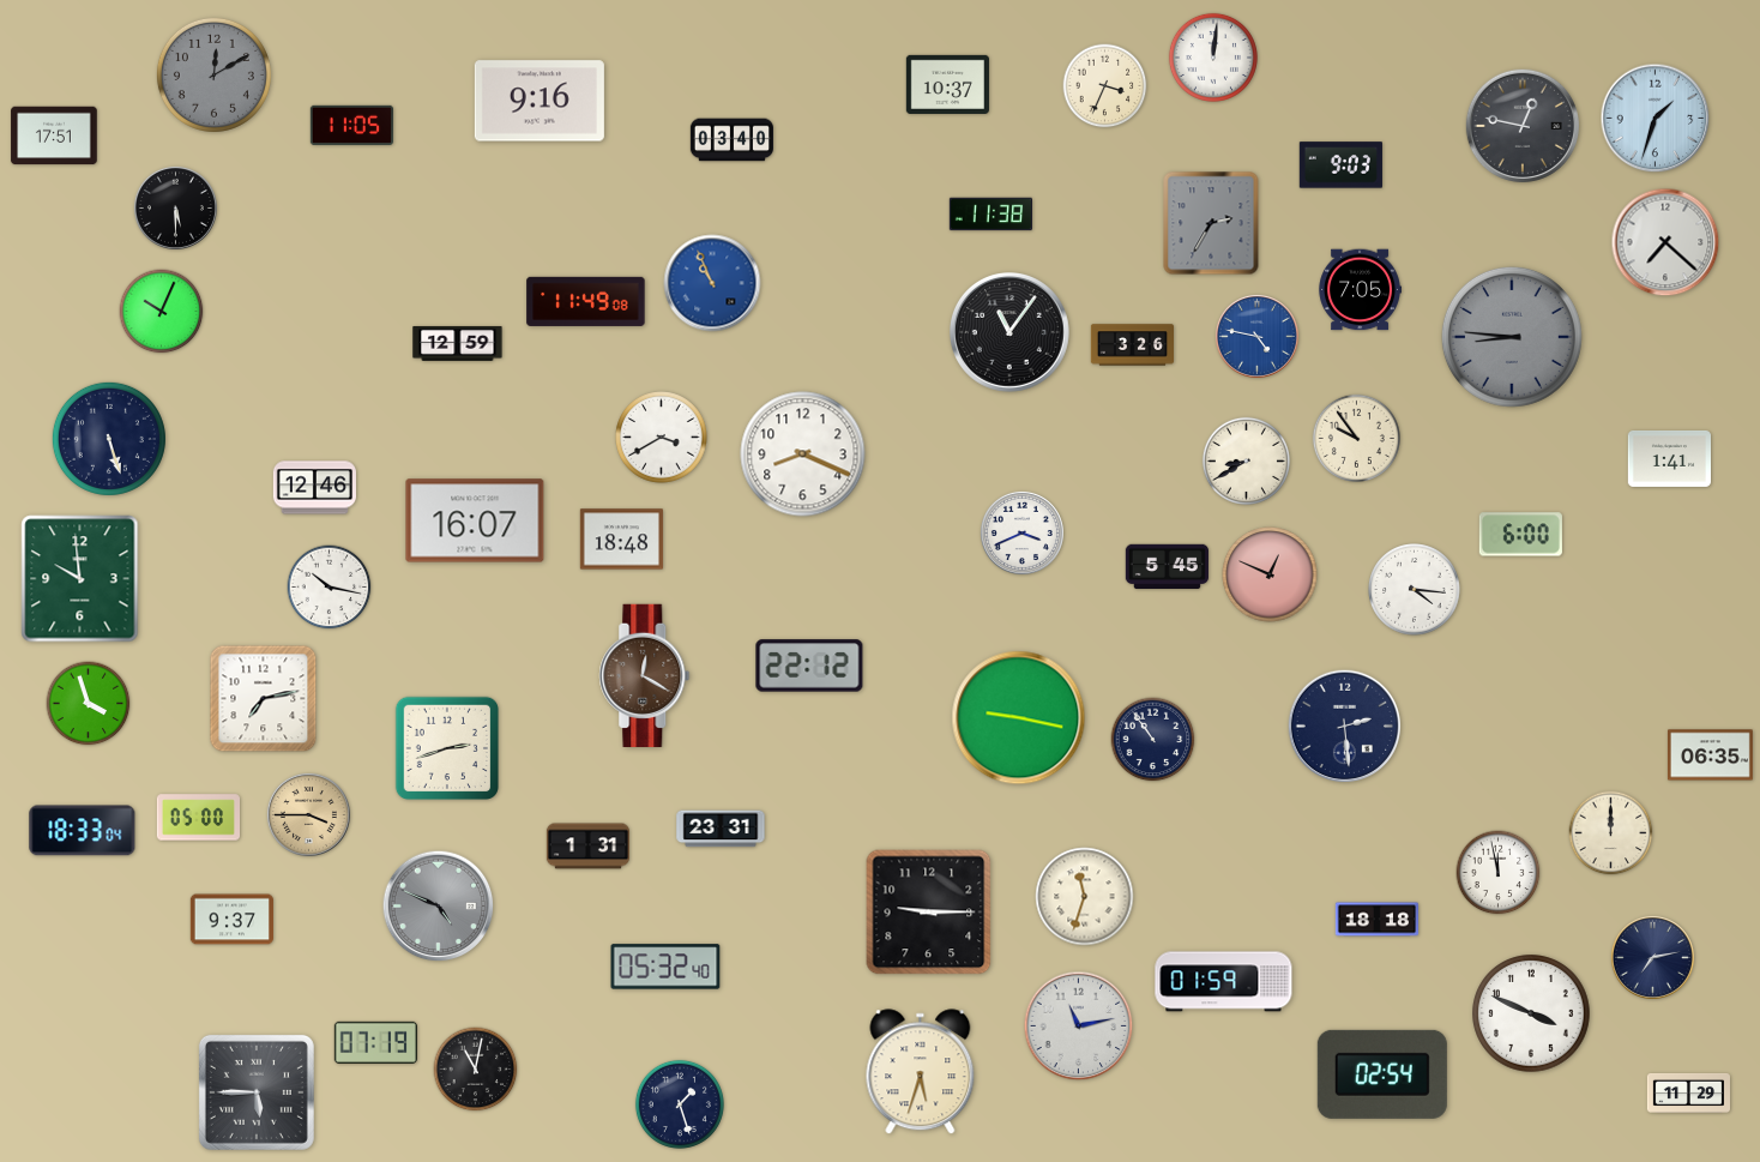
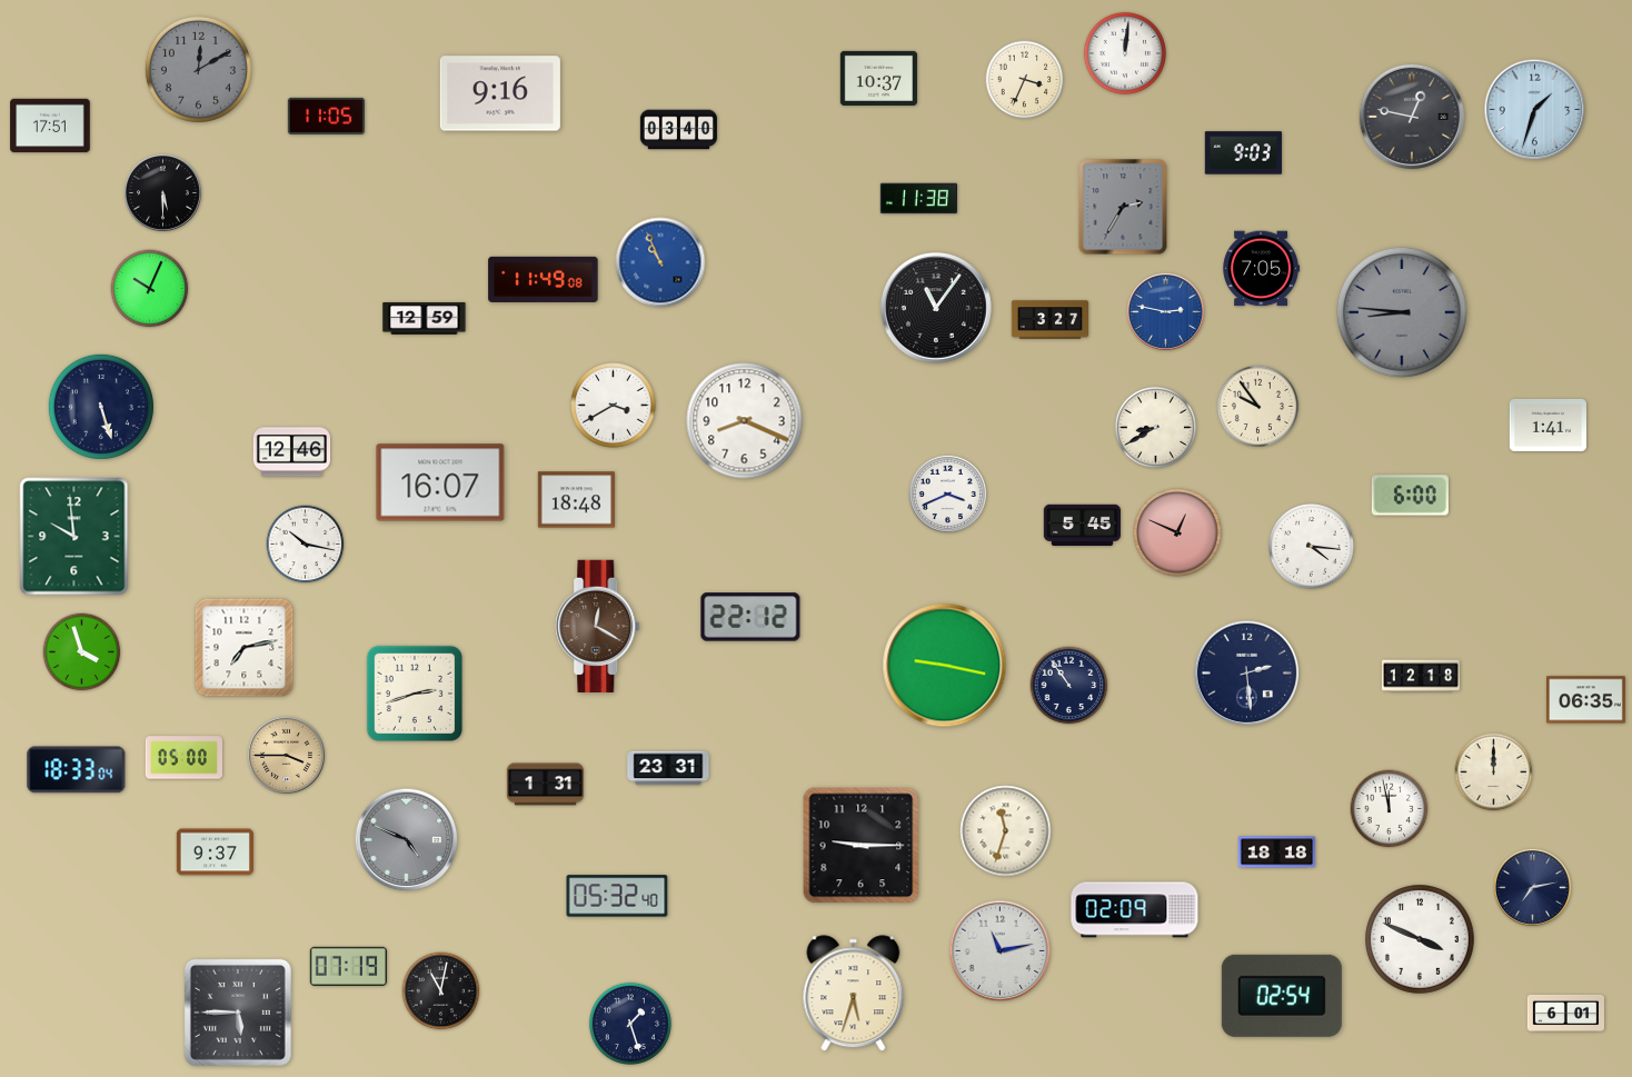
clock at (1665, 242): 7:22 -> none
clock at (1256, 336): 4:47 -> 2:47
clock at (1132, 345): 3:26 -> 3:27
clock at (1421, 676): none -> 12:18
clock at (1224, 982): 01:59 -> 02:09
clock at (1688, 1092): 11:29 -> 6:01
